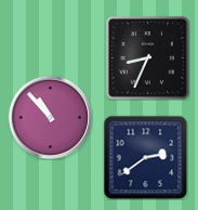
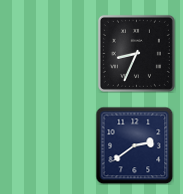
clock at (50, 117): 10:53 -> none
